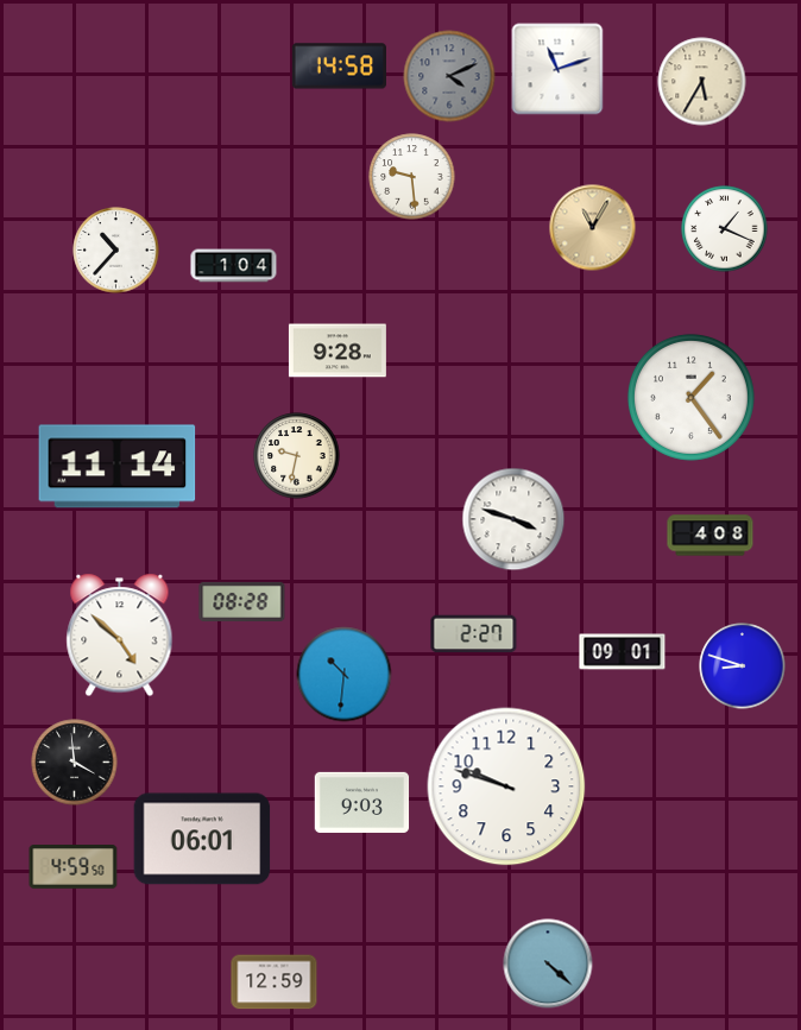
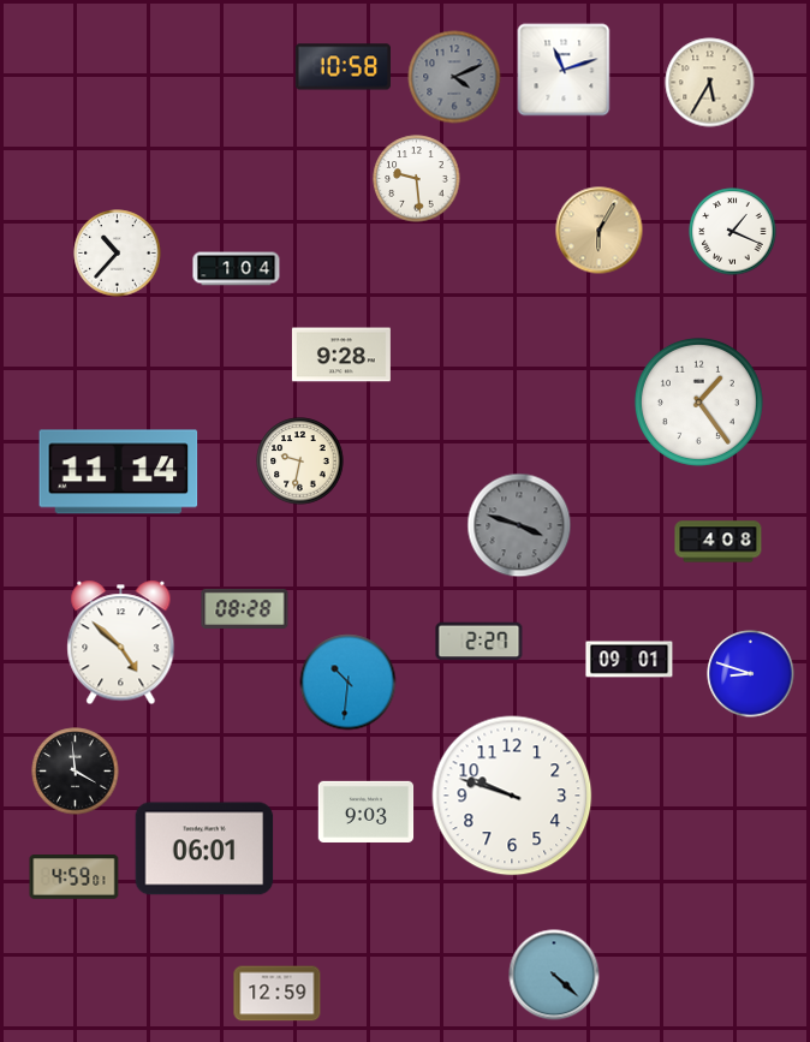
clock at (339, 67): 14:58 -> 10:58
clock at (593, 228): 11:05 -> 6:05
clock at (513, 519) dial: white -> grey
clock at (74, 867): 4:59:50 -> 4:59:01
